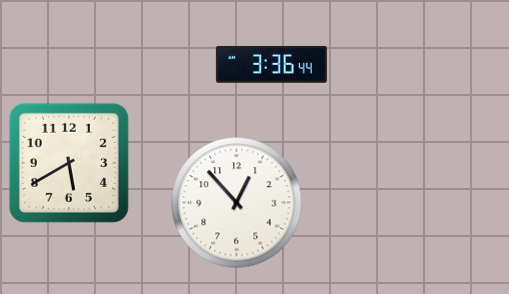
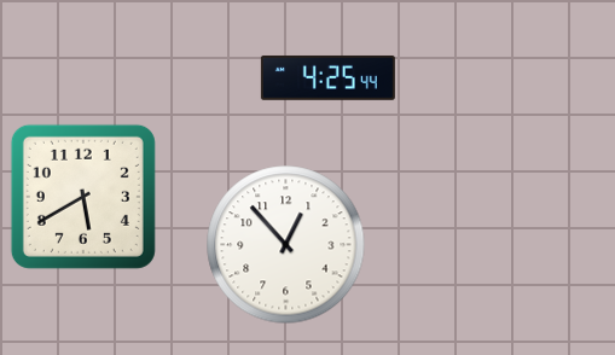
clock at (271, 64): 3:36 -> 4:25
